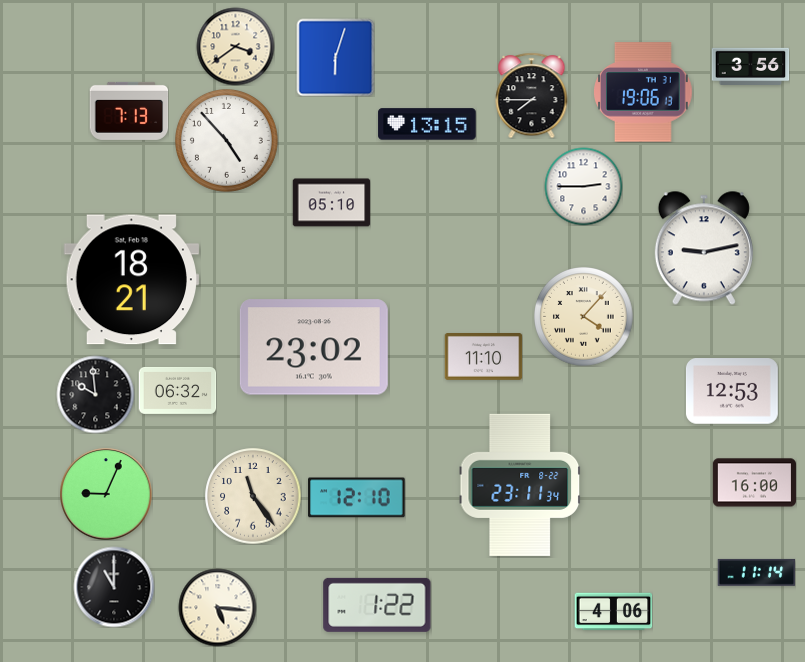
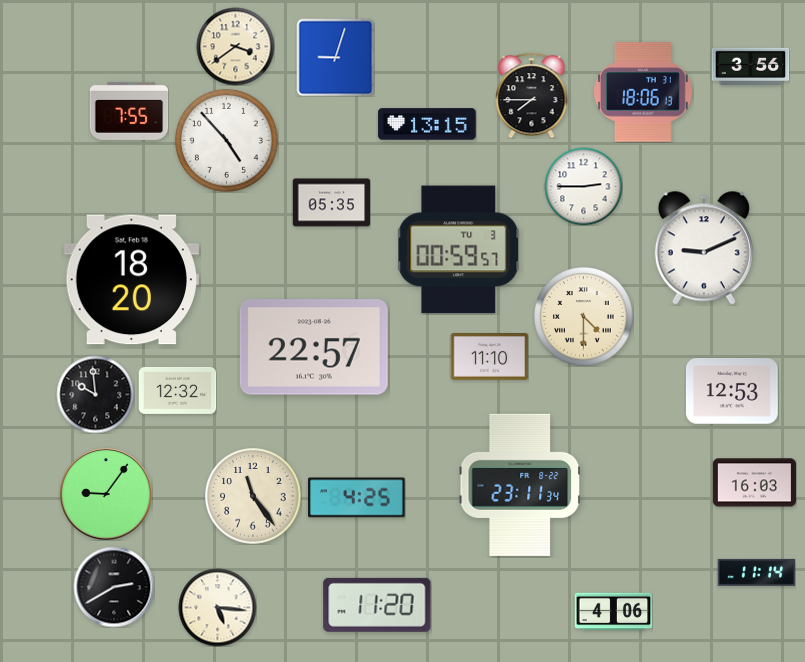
clock at (335, 57): 6:03 -> 9:03
clock at (644, 92): 19:06 -> 18:06
clock at (129, 111): 7:13 -> 7:55
clock at (331, 203): 05:10 -> 05:35
clock at (704, 248): 9:13 -> 9:11
clock at (459, 250): none -> 00:59
clock at (131, 280): 18:21 -> 18:20
clock at (584, 317): 4:07 -> 4:30
clock at (314, 347): 23:02 -> 22:57
clock at (483, 357) position: (483, 357) -> (489, 357)
clock at (177, 390): 06:32 -> 12:32
clock at (754, 483): 16:00 -> 16:03
clock at (106, 494): 9:04 -> 9:06
clock at (357, 498): 12:10 -> 4:25
clock at (114, 587): 11:00 -> 2:40
clock at (377, 605): 1:22 -> 11:20
